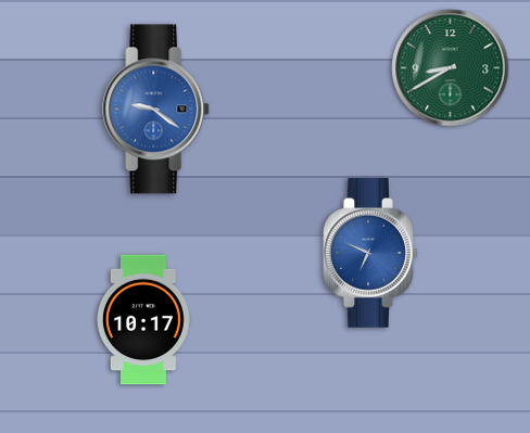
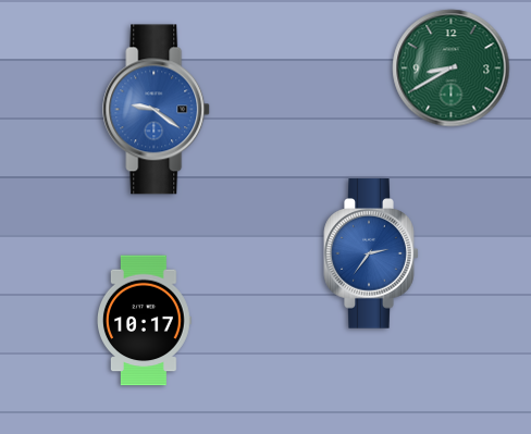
clock at (370, 253): 6:49 -> 2:36
